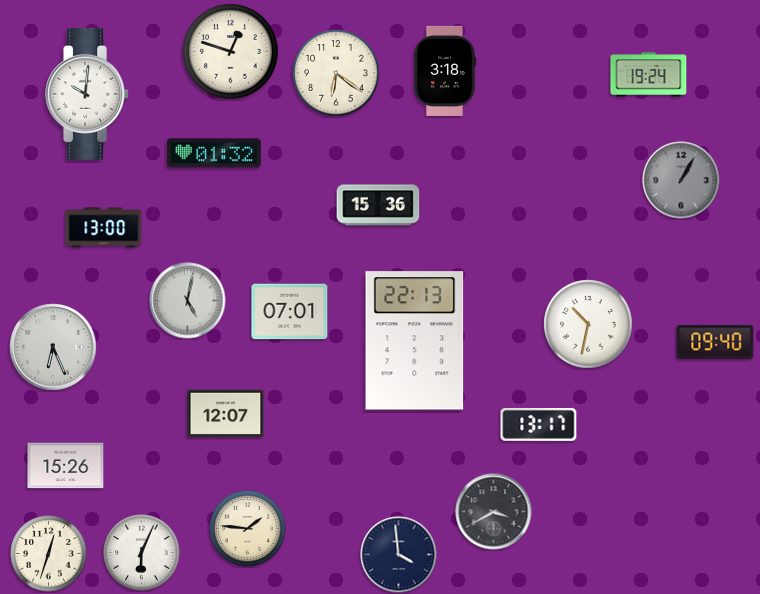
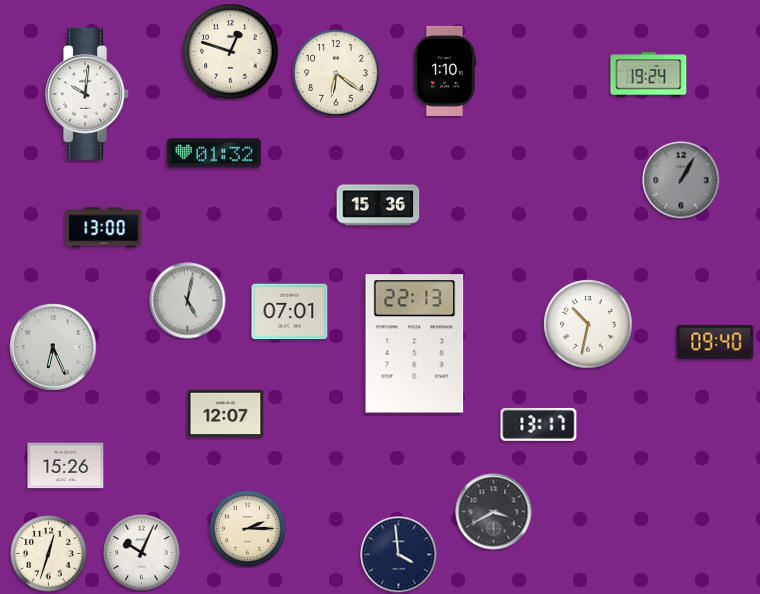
clock at (445, 71): 3:18 -> 1:10
clock at (415, 341) position: (415, 341) -> (415, 344)
clock at (248, 529): 1:46 -> 2:15
clock at (142, 553): 6:04 -> 10:04
